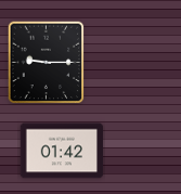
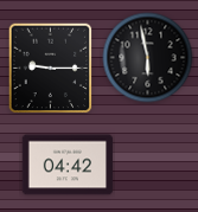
clock at (148, 58): none -> 5:58
clock at (62, 151): 01:42 -> 04:42
